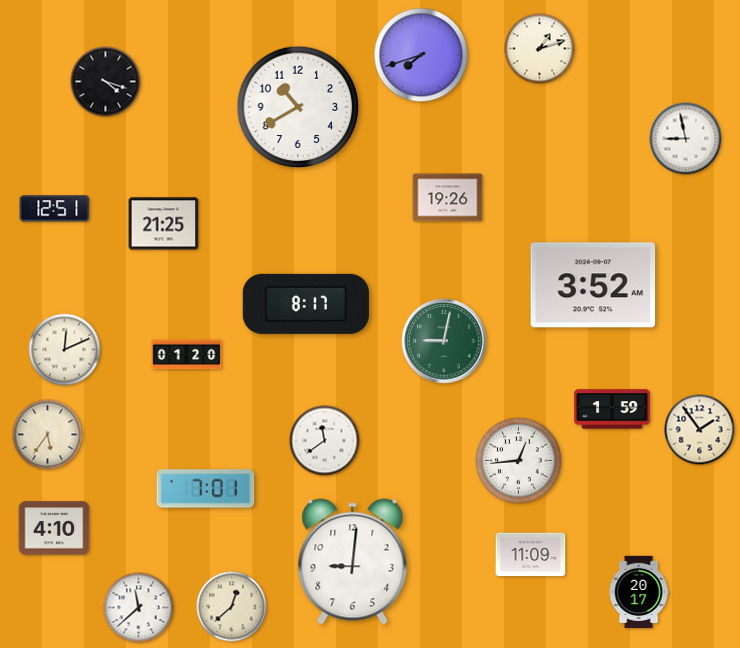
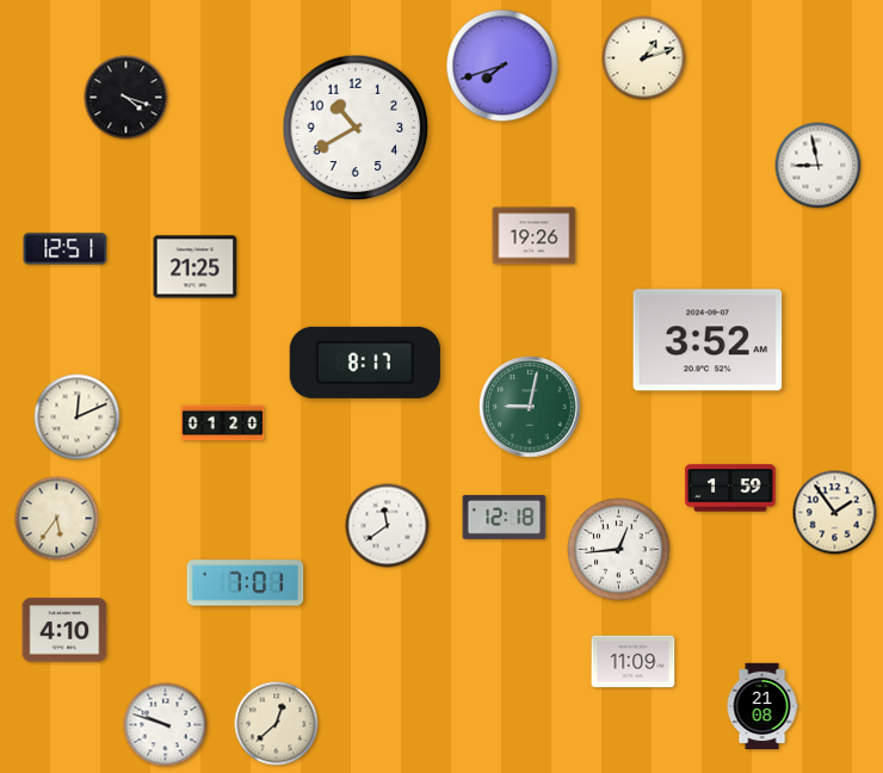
clock at (505, 517): none -> 12:18
clock at (353, 562): 9:01 -> none
clock at (639, 592): 20:17 -> 21:08
clock at (139, 608): 11:38 -> 9:48
